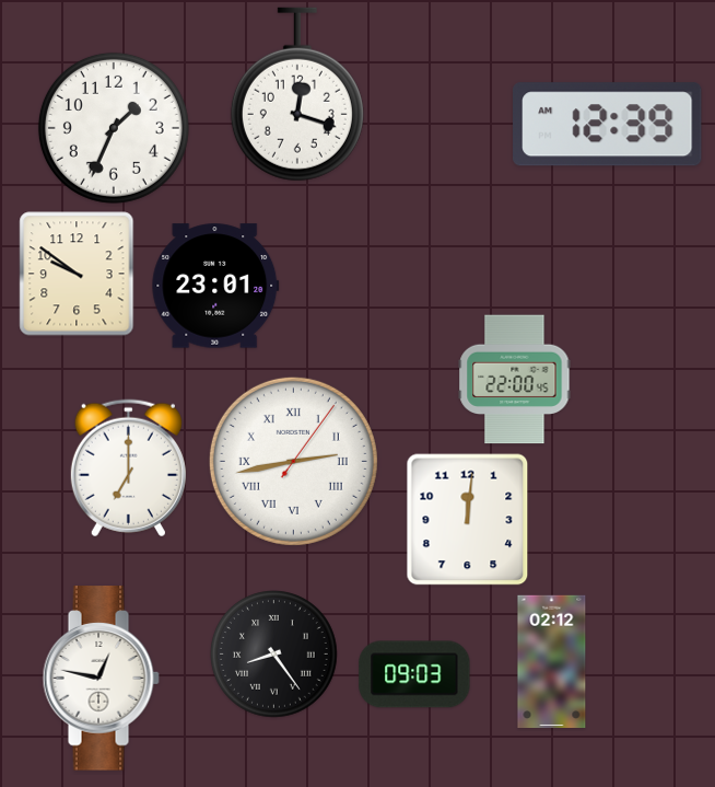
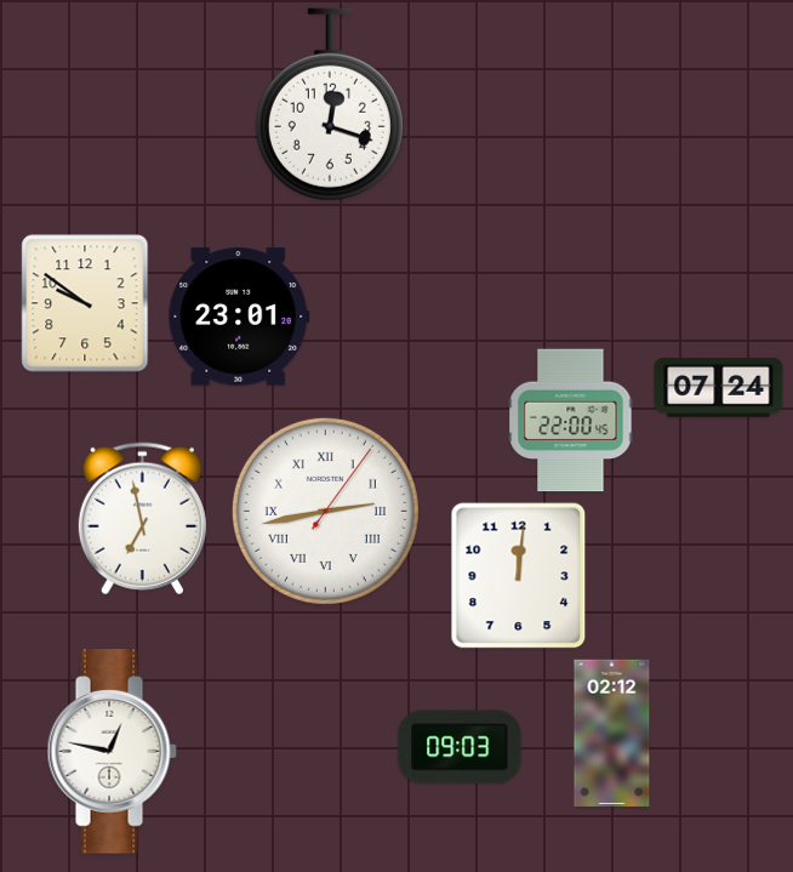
clock at (608, 125): 12:39 -> none
clock at (114, 128): 1:34 -> none
clock at (719, 387): none -> 07:24
clock at (128, 468): 7:00 -> 6:58
clock at (274, 655): 8:24 -> none
